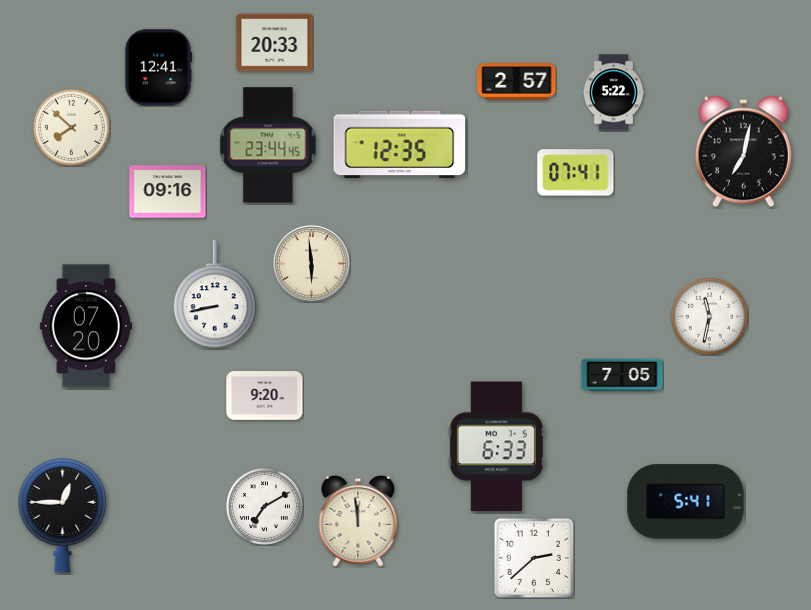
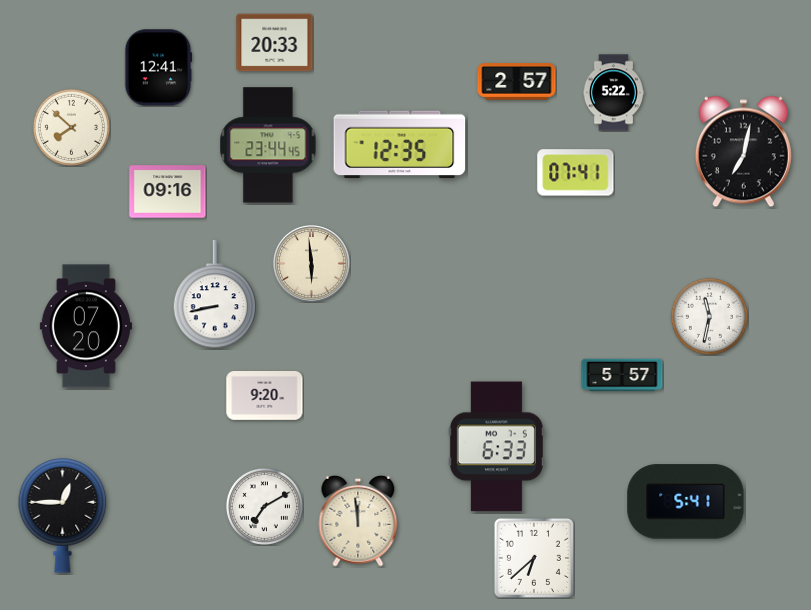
clock at (622, 375): 7:05 -> 5:57
clock at (534, 558): 2:38 -> 6:38
